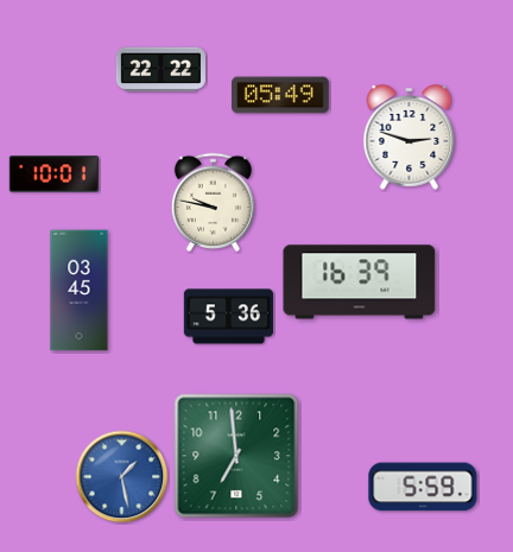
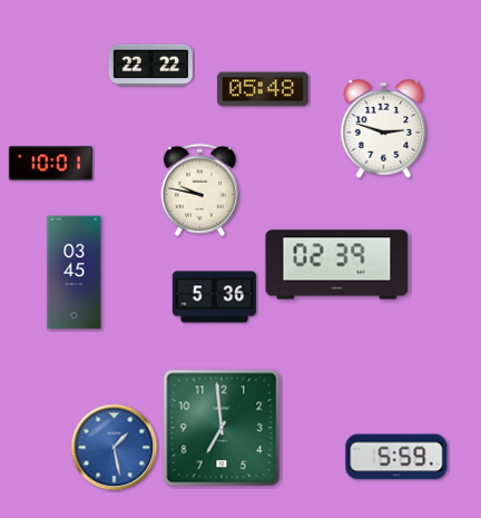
clock at (280, 95): 05:49 -> 05:48
clock at (360, 283): 16:39 -> 02:39
